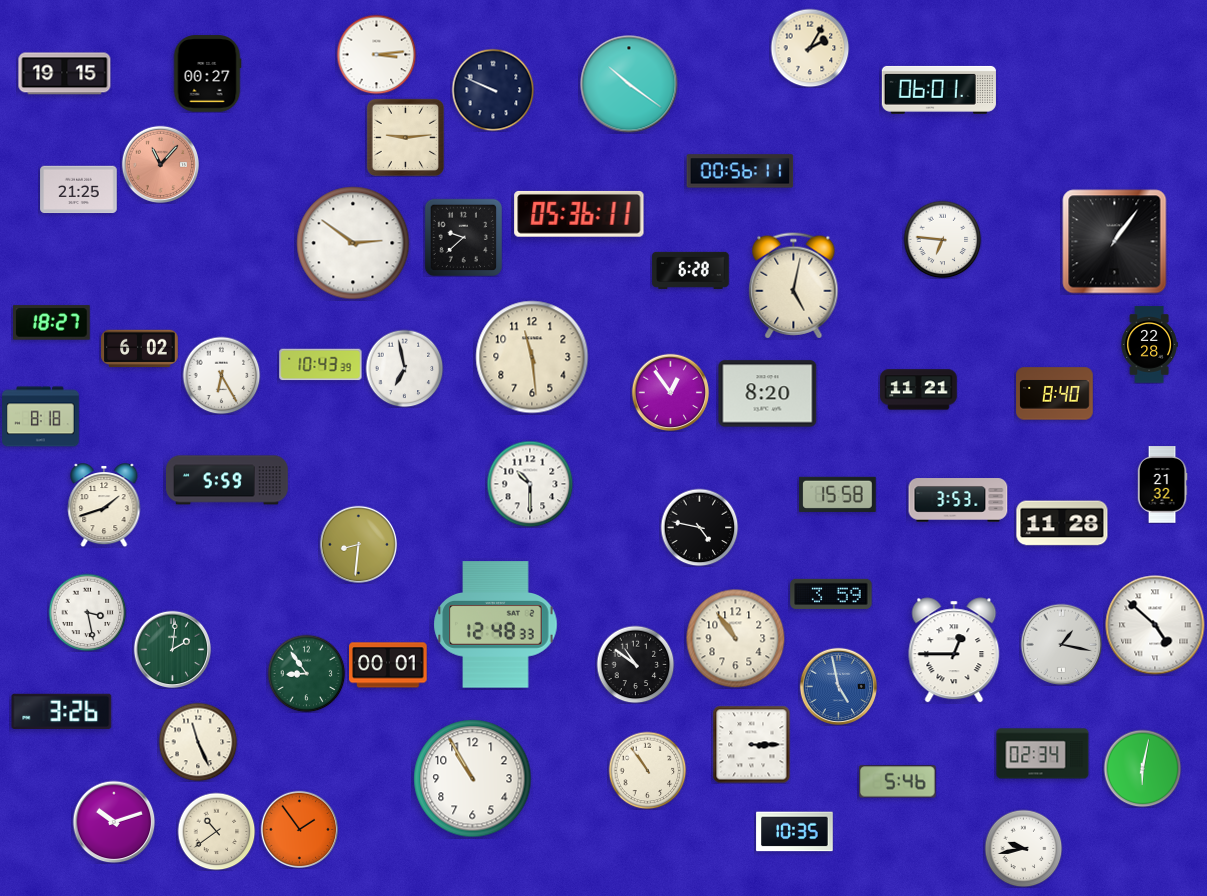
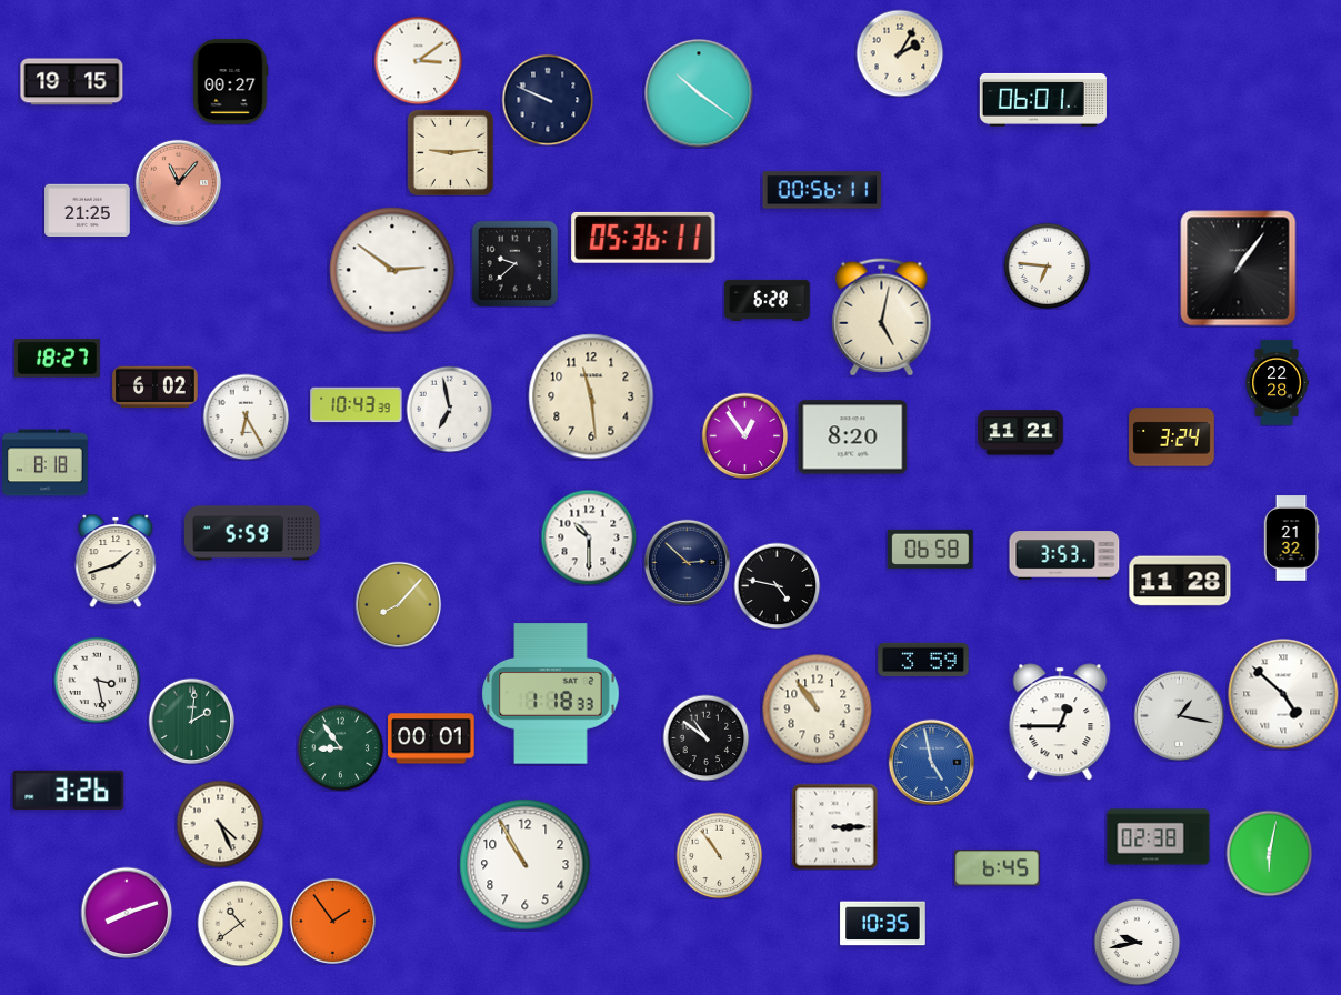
clock at (376, 54): 3:14 -> 3:09
clock at (1055, 394): 8:40 -> 3:24
clock at (838, 494): 15:58 -> 06:58
clock at (687, 562): none -> 2:52
clock at (358, 544): 8:31 -> 8:07
clock at (496, 625): 12:48 -> 1:18
clock at (198, 742): 11:26 -> 4:26
clock at (1043, 754): 02:34 -> 02:38
clock at (898, 782): 5:46 -> 6:45
clock at (114, 822): 10:12 -> 8:12
